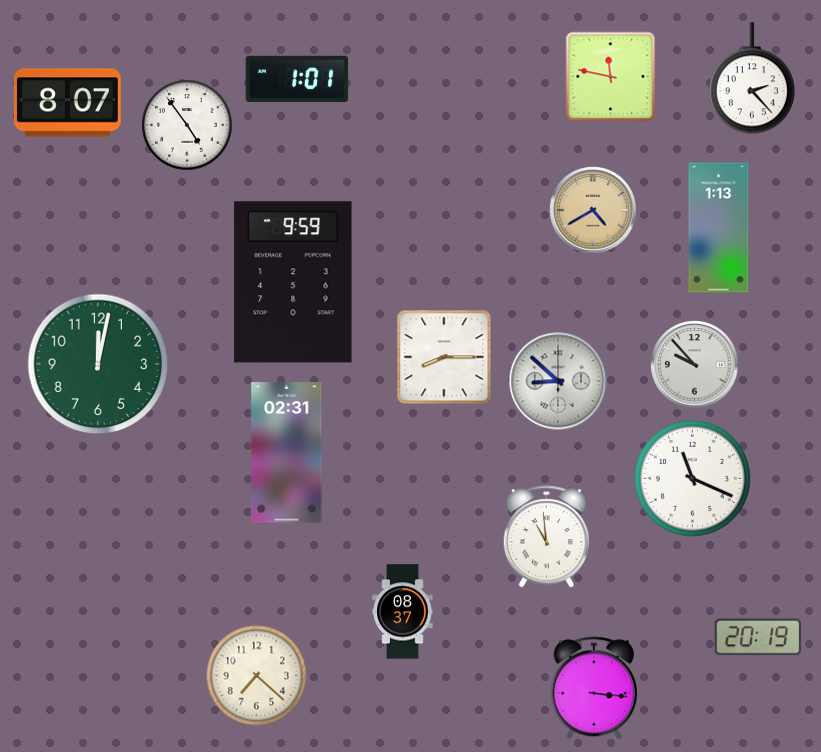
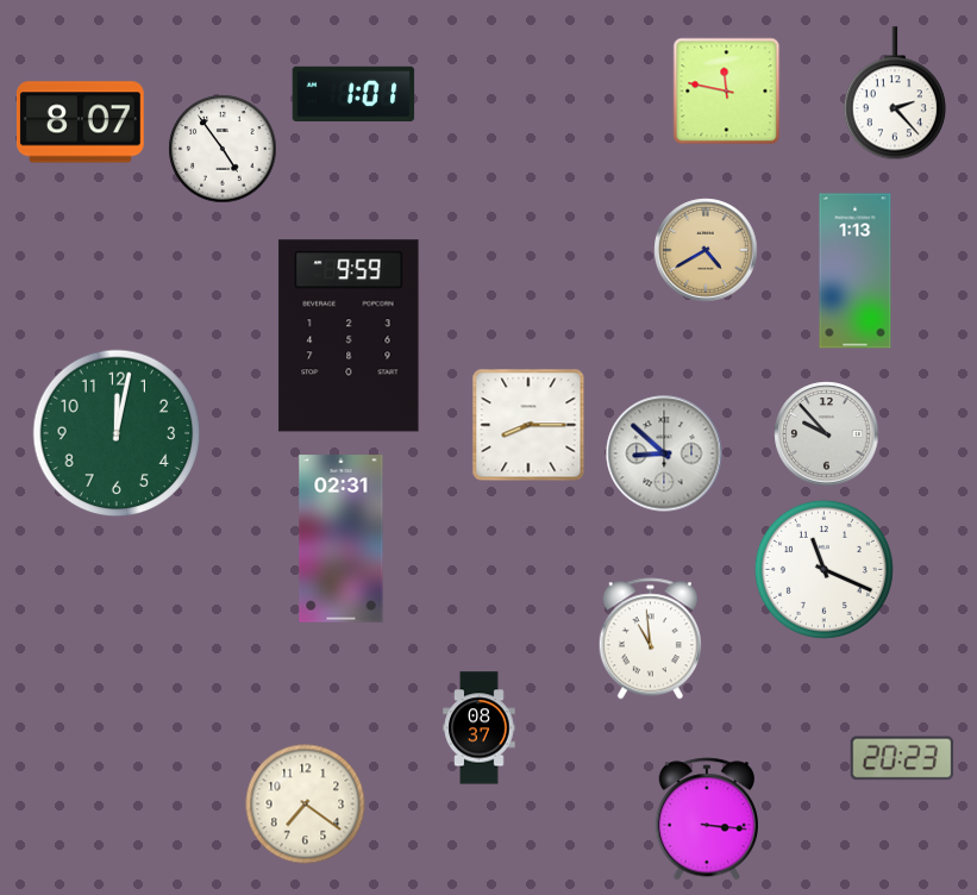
clock at (758, 637): 20:19 -> 20:23
clock at (257, 676): 7:22 -> 7:21
